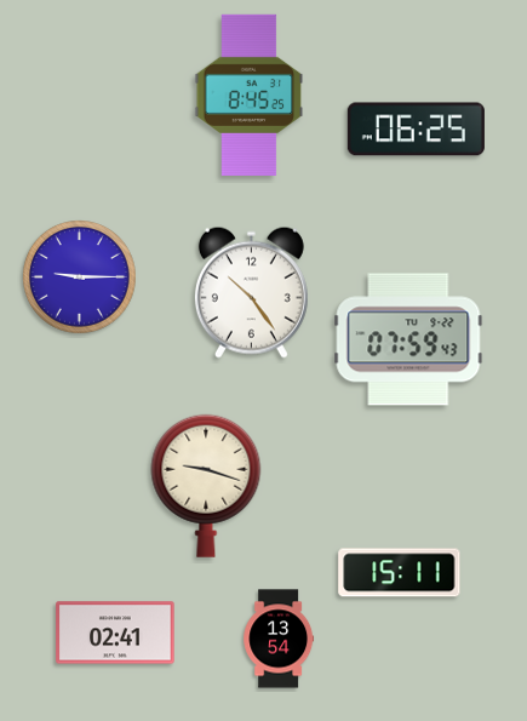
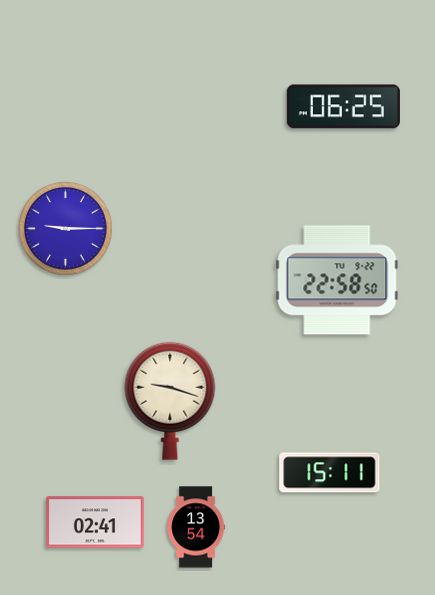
clock at (250, 95): 8:45 -> none
clock at (251, 292): 10:24 -> none
clock at (408, 339): 07:59 -> 22:58
clock at (279, 639) position: (279, 639) -> (196, 527)
